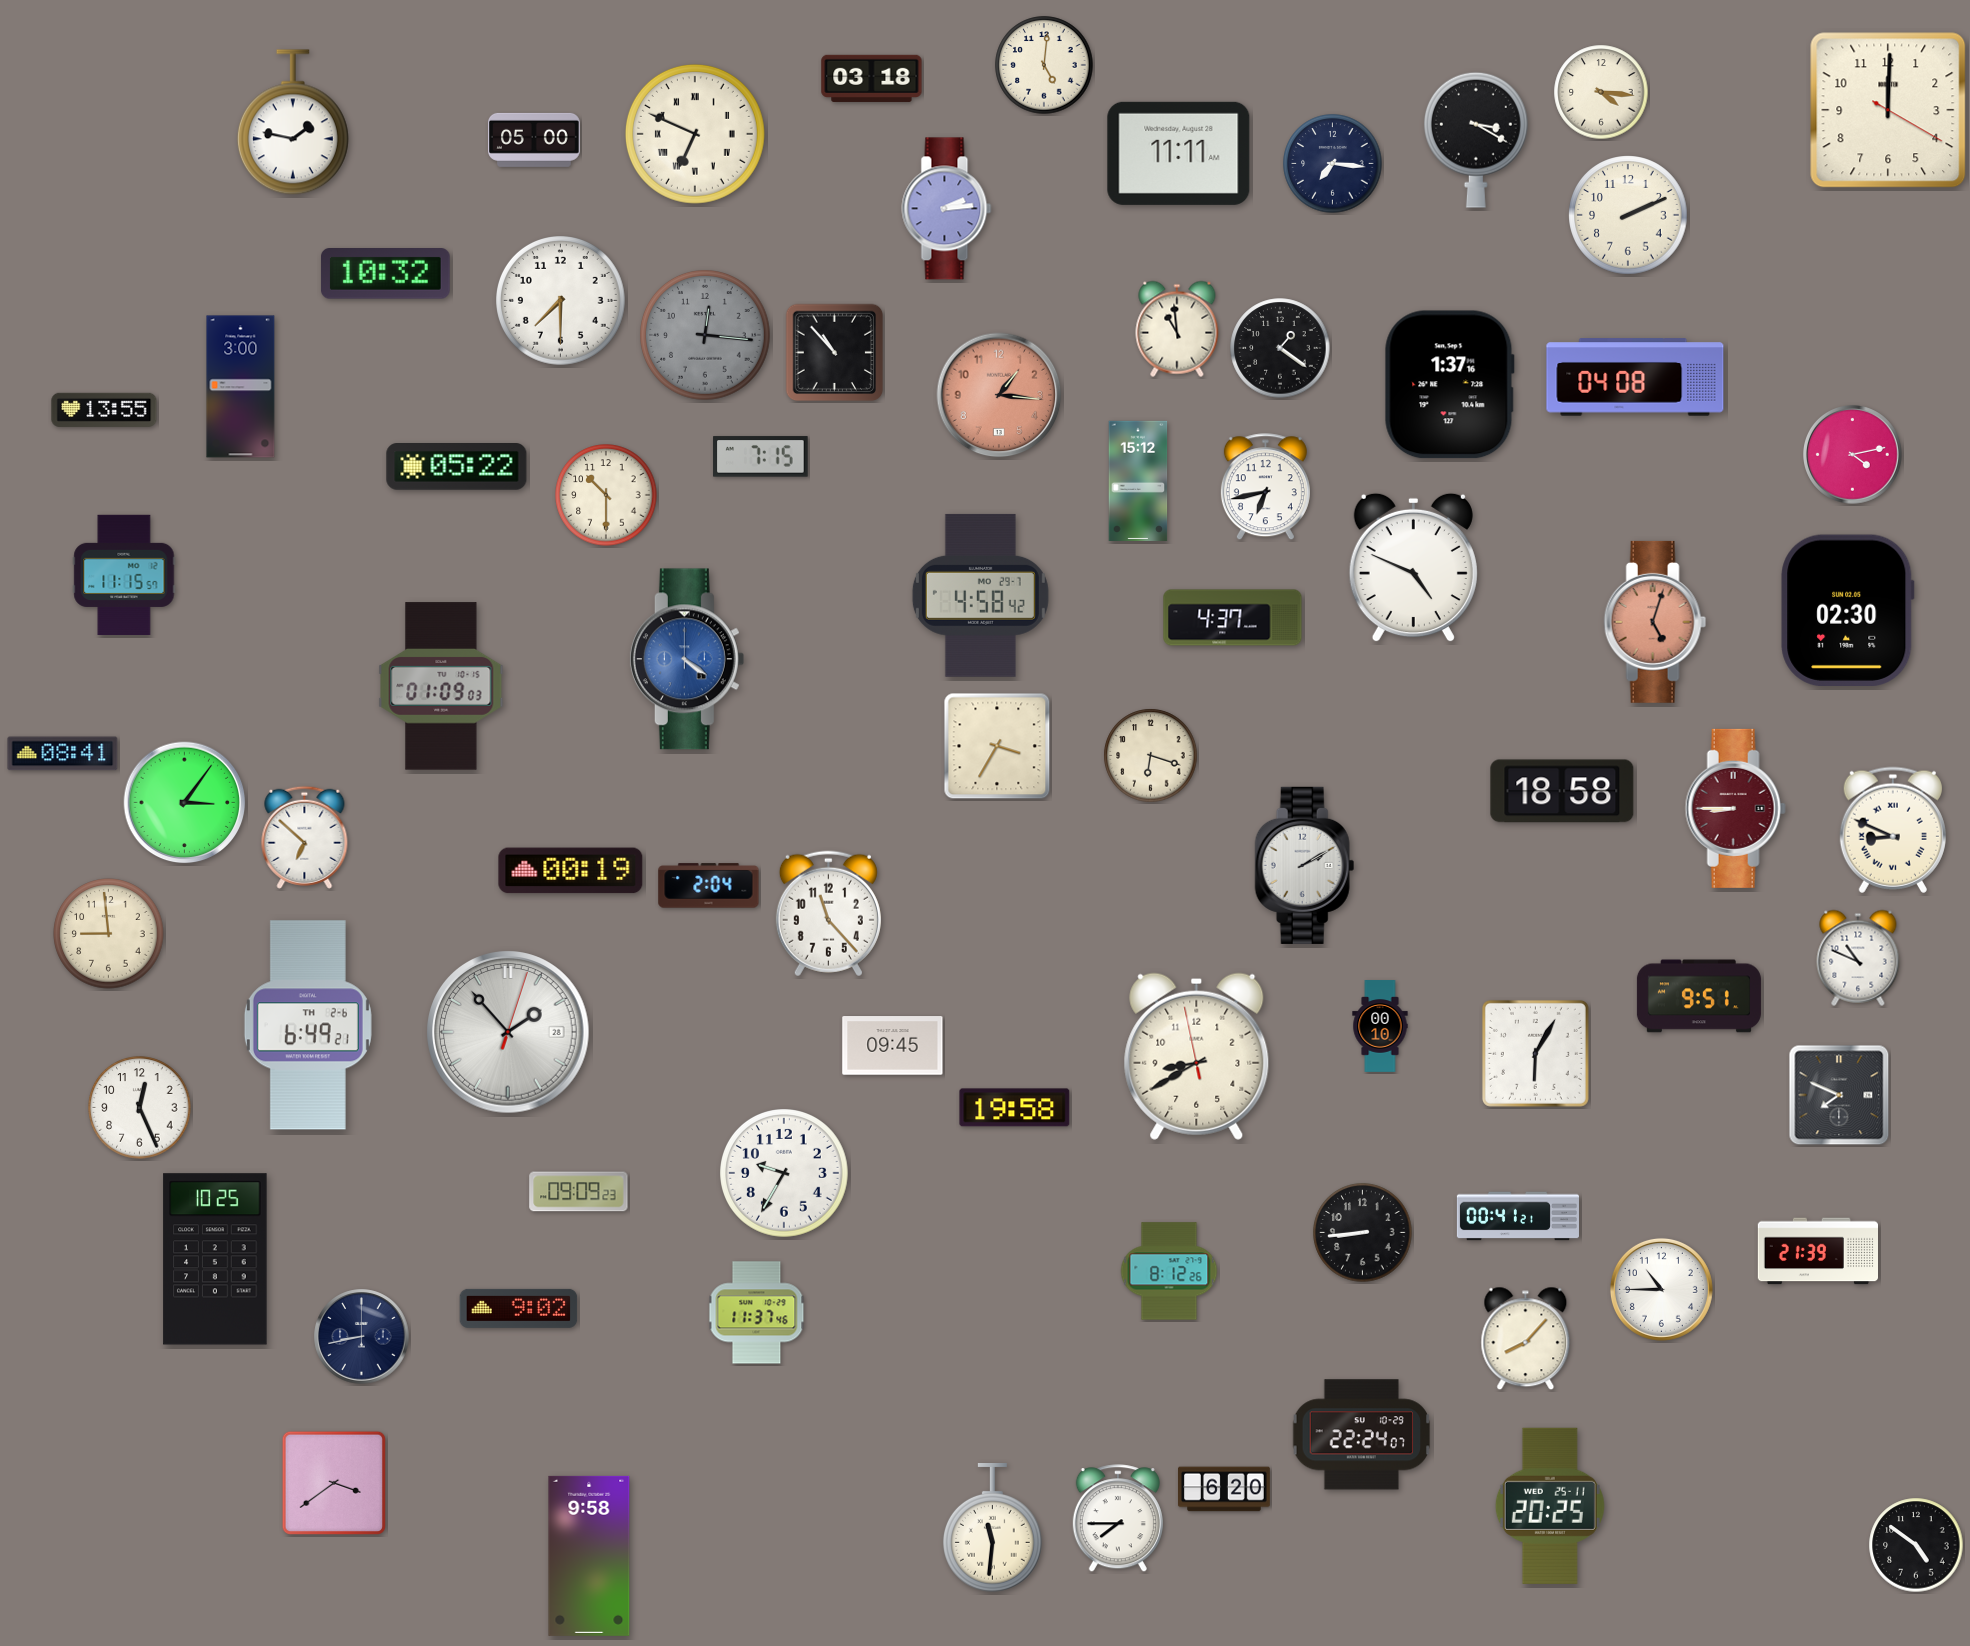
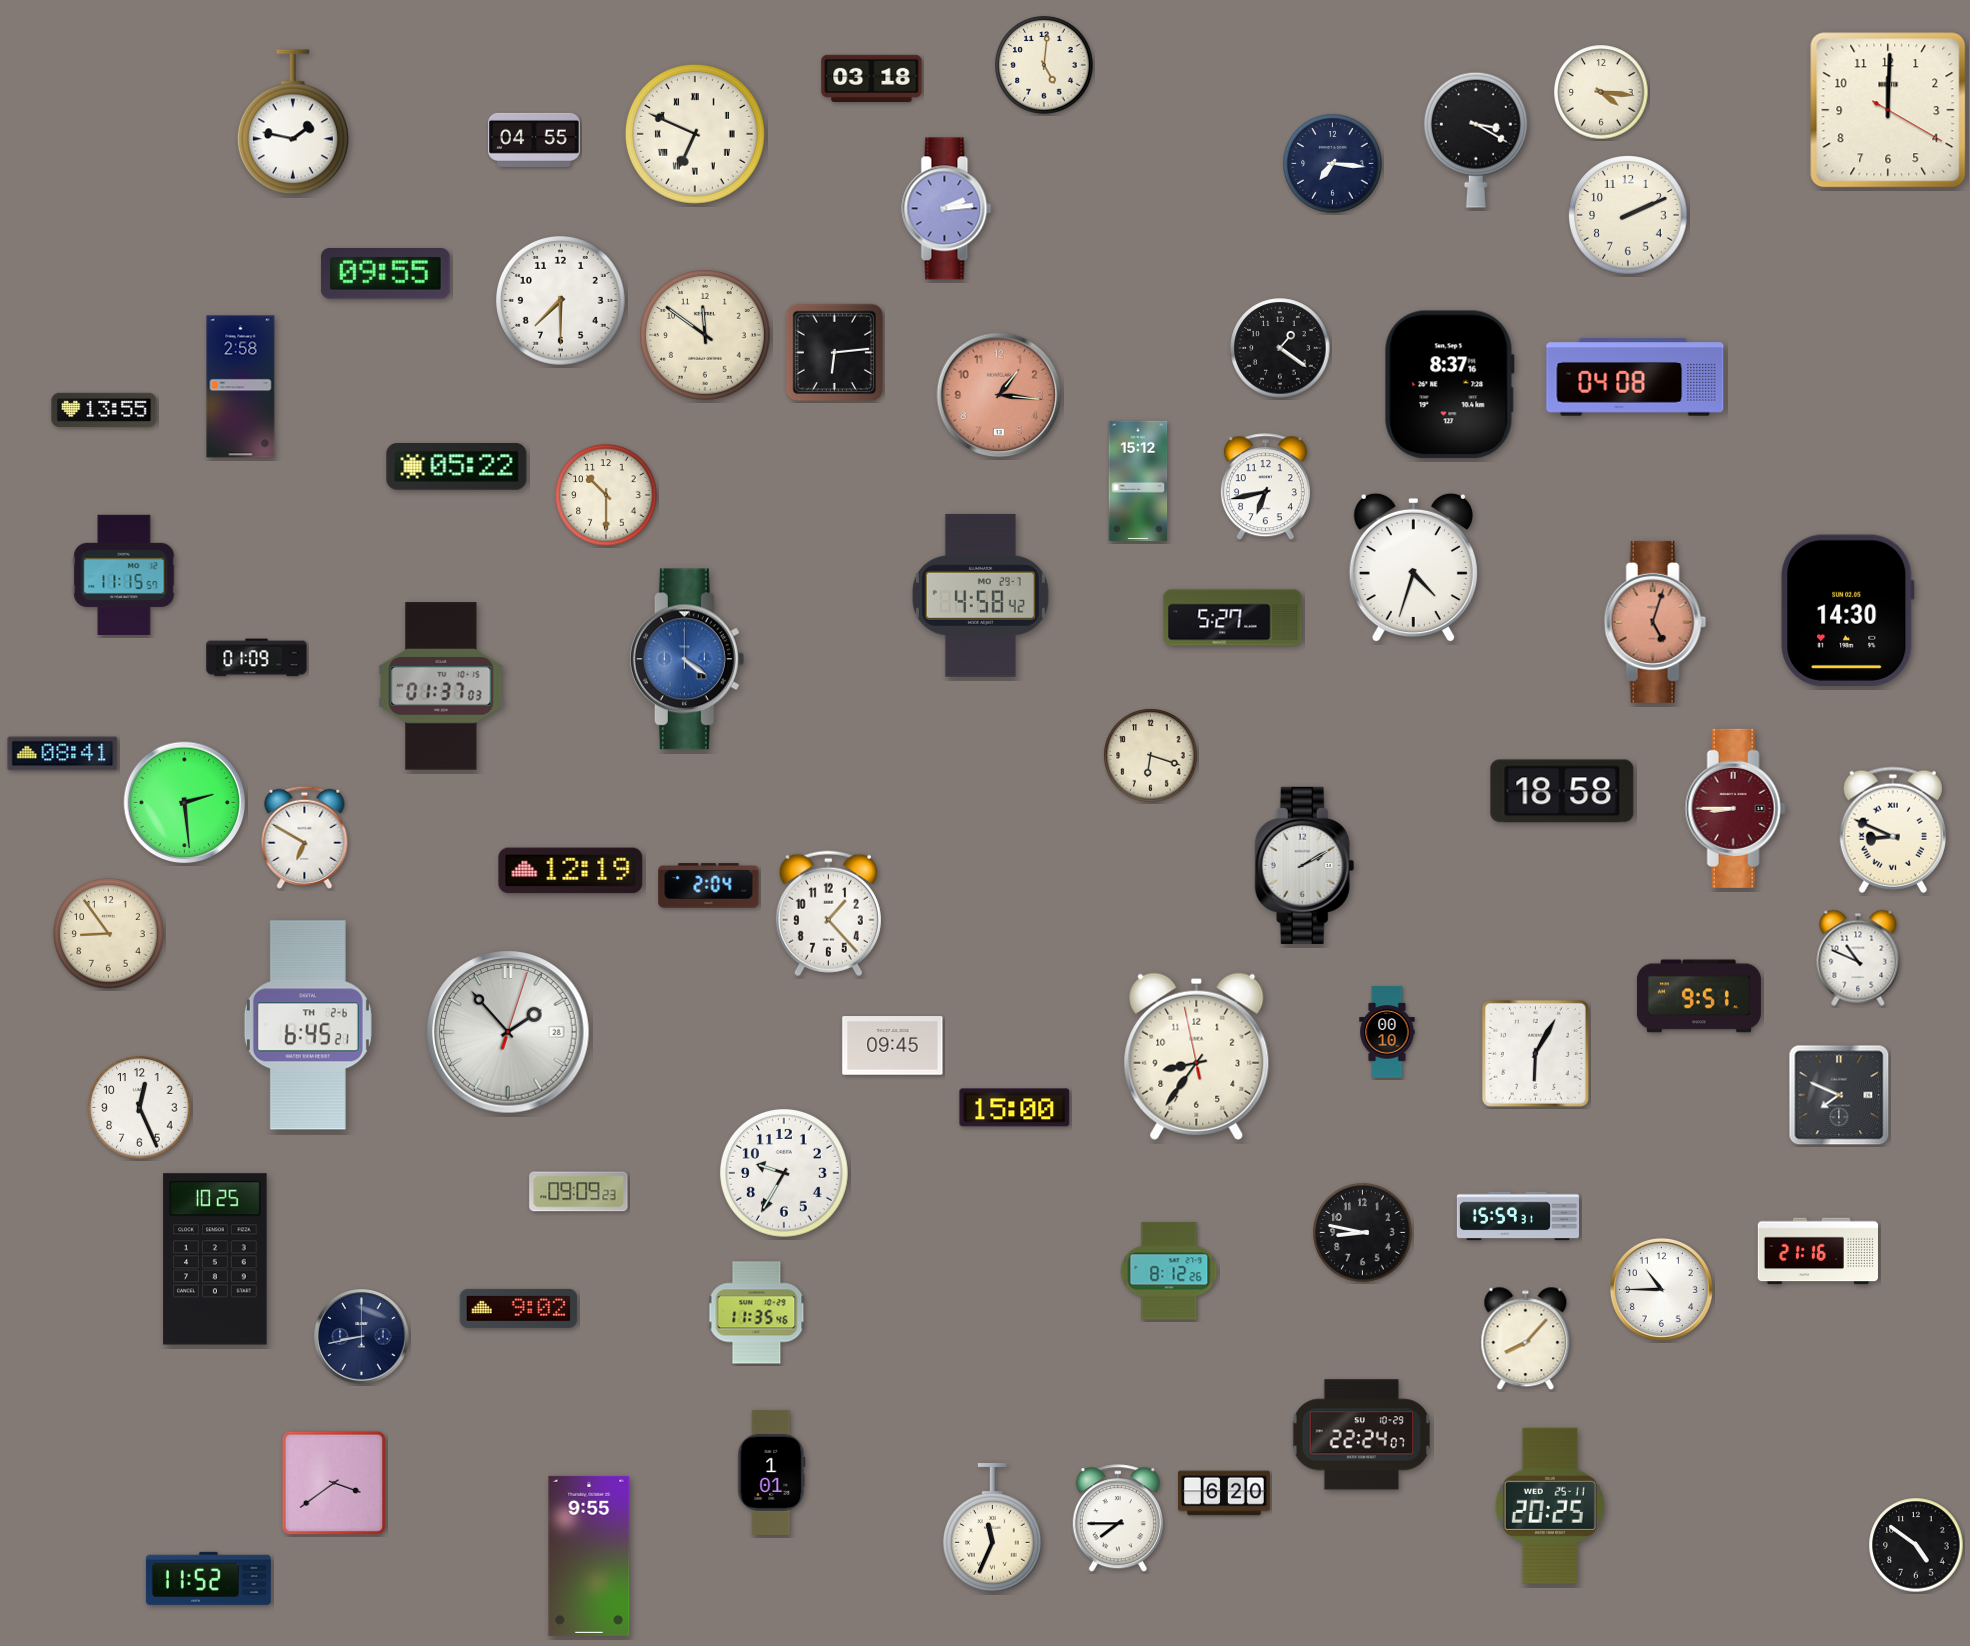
clock at (535, 140): 05:00 -> 04:55
clock at (1179, 153): 11:11 -> none
clock at (385, 274): 10:32 -> 09:55
clock at (1177, 329): 10:59 -> none
clock at (706, 336): 12:16 -> 11:51
clock at (706, 336) dial: grey -> cream
clock at (835, 353): 10:53 -> 6:14
clock at (1449, 385): 1:37 -> 8:37
clock at (241, 387): 3:00 -> 2:58
clock at (1853, 455): 4:13 -> none
clock at (761, 457): 7:15 -> none
clock at (1413, 568): 4:49 -> 4:33
clock at (1848, 610): 02:30 -> 14:30
clock at (1233, 618): 4:37 -> 5:27
clock at (257, 658): none -> 01:09
clock at (441, 686): 01:09 -> 01:37
clock at (997, 746): 3:35 -> none
clock at (185, 803): 3:06 -> 2:29
clock at (305, 837): 6:52 -> 6:50
clock at (571, 871): 00:19 -> 12:19
clock at (828, 914): 11:23 -> 1:23
clock at (109, 934): 8:59 -> 8:54
clock at (308, 1025): 6:49 -> 6:45
clock at (1380, 1026) position: (1380, 1026) -> (1387, 1032)
clock at (1197, 1056): 8:39 -> 8:35
clock at (1015, 1108): 19:58 -> 15:00
clock at (1518, 1216): 00:41 -> 15:59
clock at (1363, 1233): 8:44 -> 8:47
clock at (1817, 1251): 21:39 -> 21:16
clock at (757, 1313): 11:37 -> 11:35
clock at (772, 1472): none -> 1:01
clock at (1225, 1489) position: (1225, 1489) -> (1225, 1493)
clock at (992, 1528): 11:31 -> 11:34
clock at (589, 1556): 9:58 -> 9:55
clock at (208, 1578): none -> 11:52
